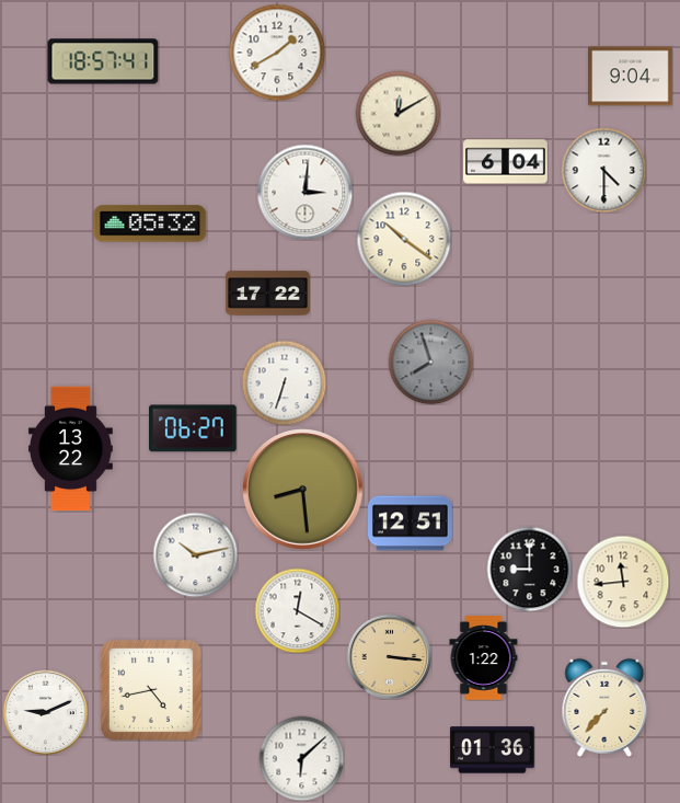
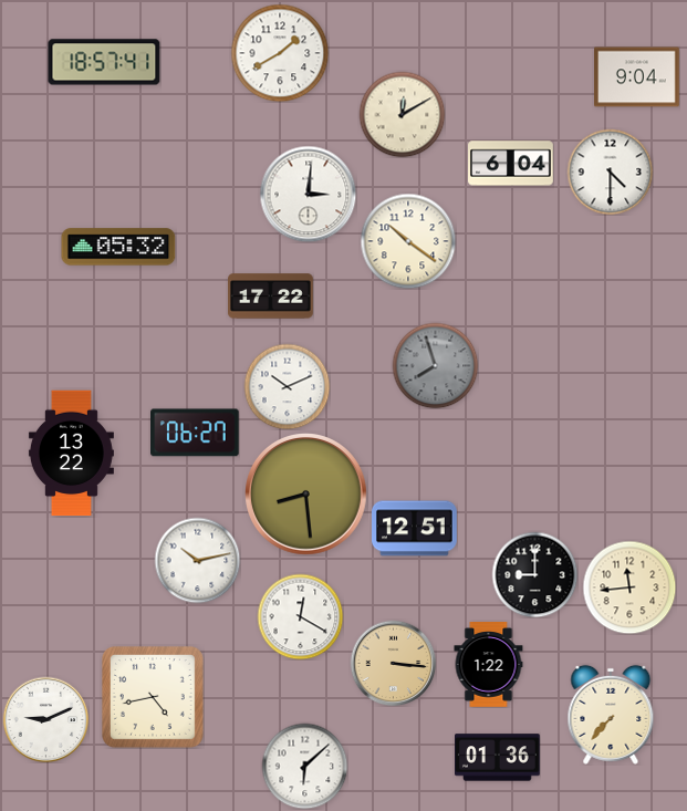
clock at (150, 223) position: (150, 223) -> (118, 247)
clock at (284, 382): 6:33 -> 10:11
